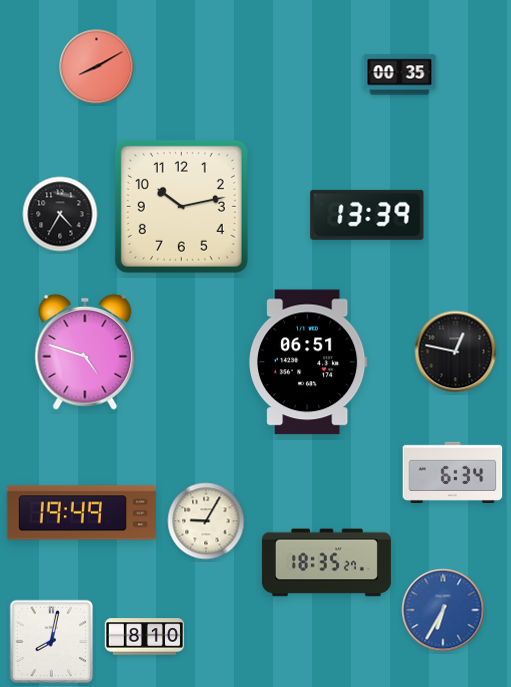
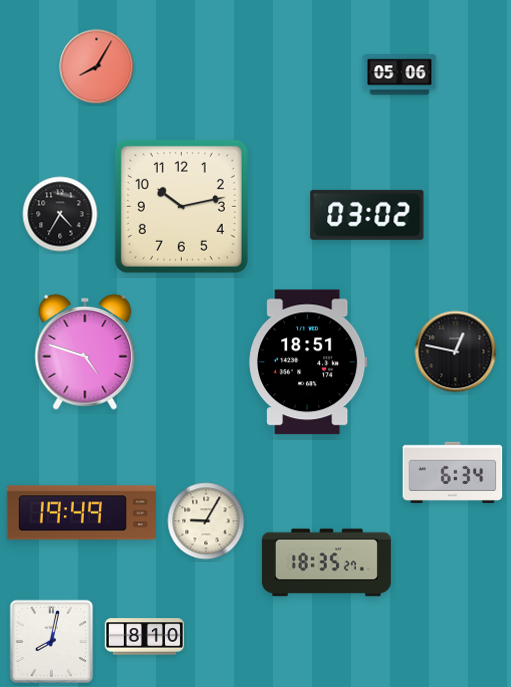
clock at (97, 67): 8:10 -> 8:05
clock at (400, 75): 00:35 -> 05:06
clock at (367, 215): 13:39 -> 03:02
clock at (309, 362): 06:51 -> 18:51
clock at (443, 610): 6:35 -> none
